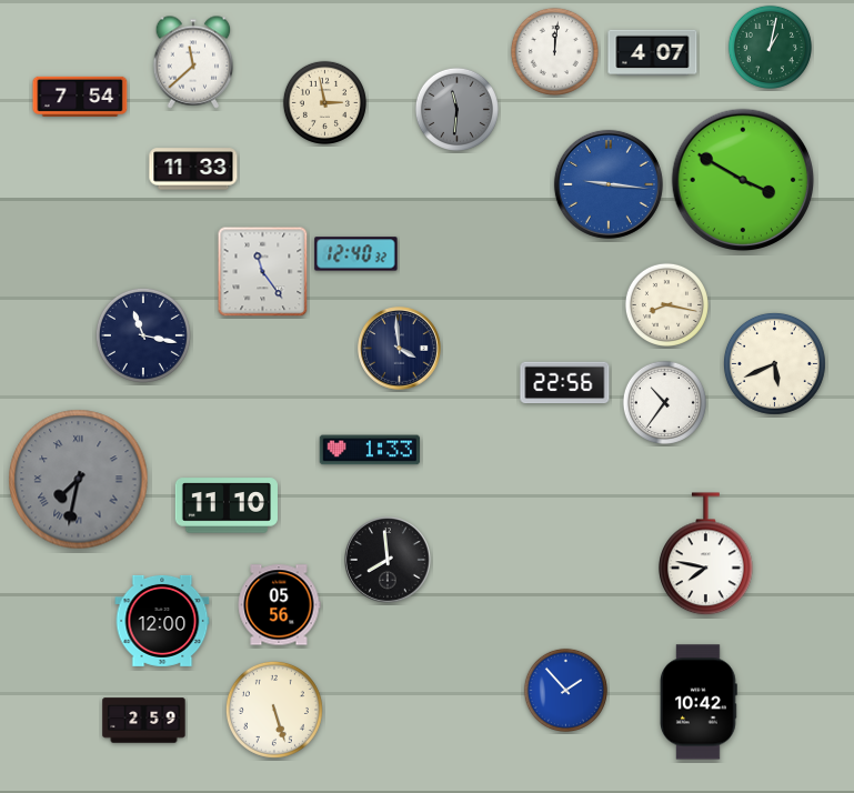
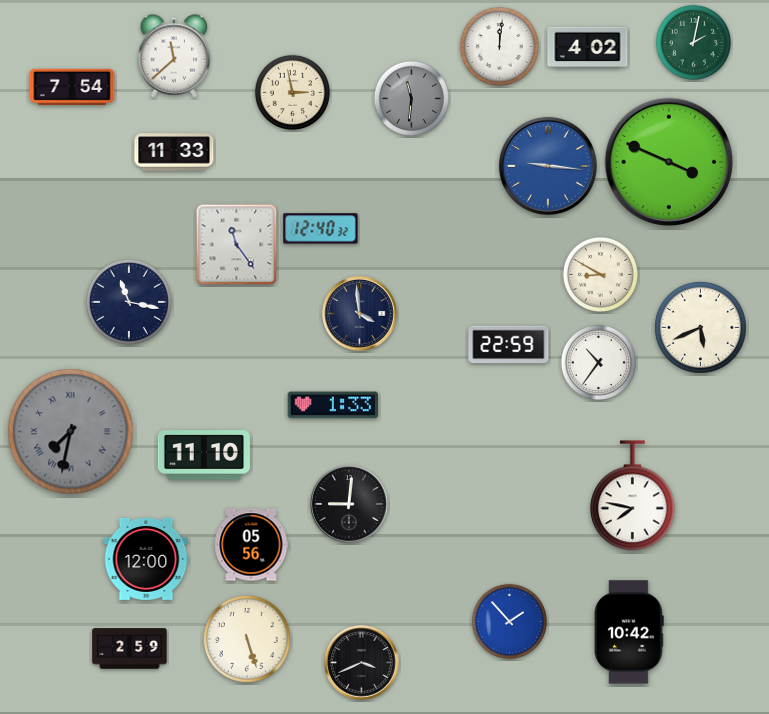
clock at (770, 47): 1:02 -> 2:02
clock at (653, 53): 4:07 -> 4:02
clock at (743, 180): 3:50 -> 3:49
clock at (666, 304): 8:17 -> 8:50
clock at (774, 363) position: (774, 363) -> (700, 327)
clock at (565, 383): 22:56 -> 22:59
clock at (706, 554) position: (706, 554) -> (633, 496)
clock at (389, 561): 7:59 -> 9:01
clock at (362, 663): none -> 3:41
